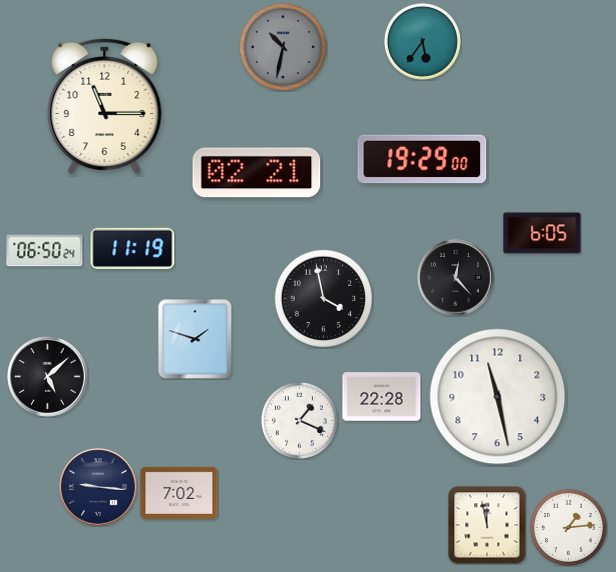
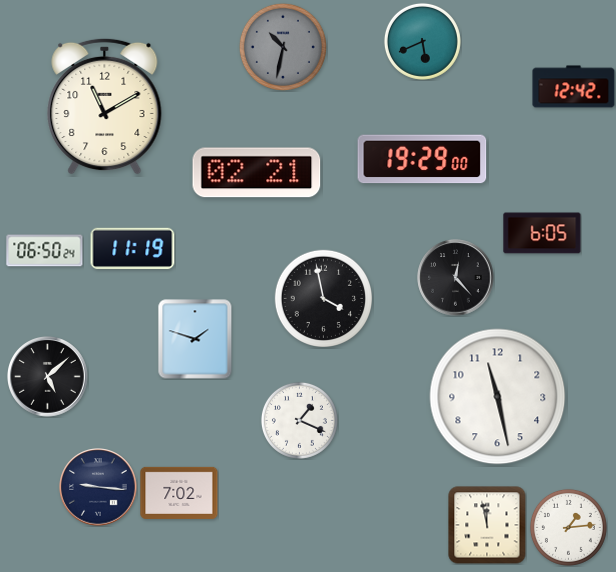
clock at (422, 41): 5:36 -> 5:41
clock at (574, 87): none -> 12:42
clock at (105, 106): 11:15 -> 11:10
clock at (382, 397): 22:28 -> none
